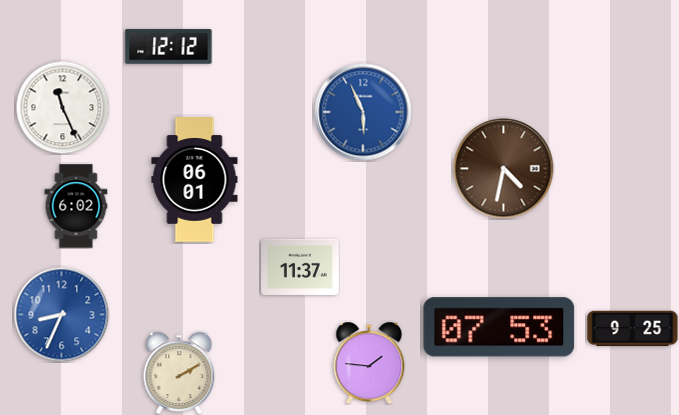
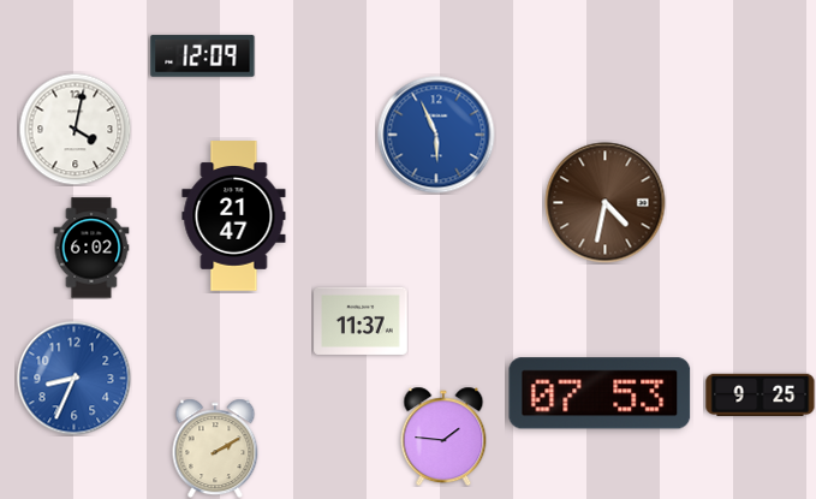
clock at (169, 47): 12:12 -> 12:09
clock at (62, 107): 11:26 -> 4:02
clock at (195, 180): 06:01 -> 21:47
